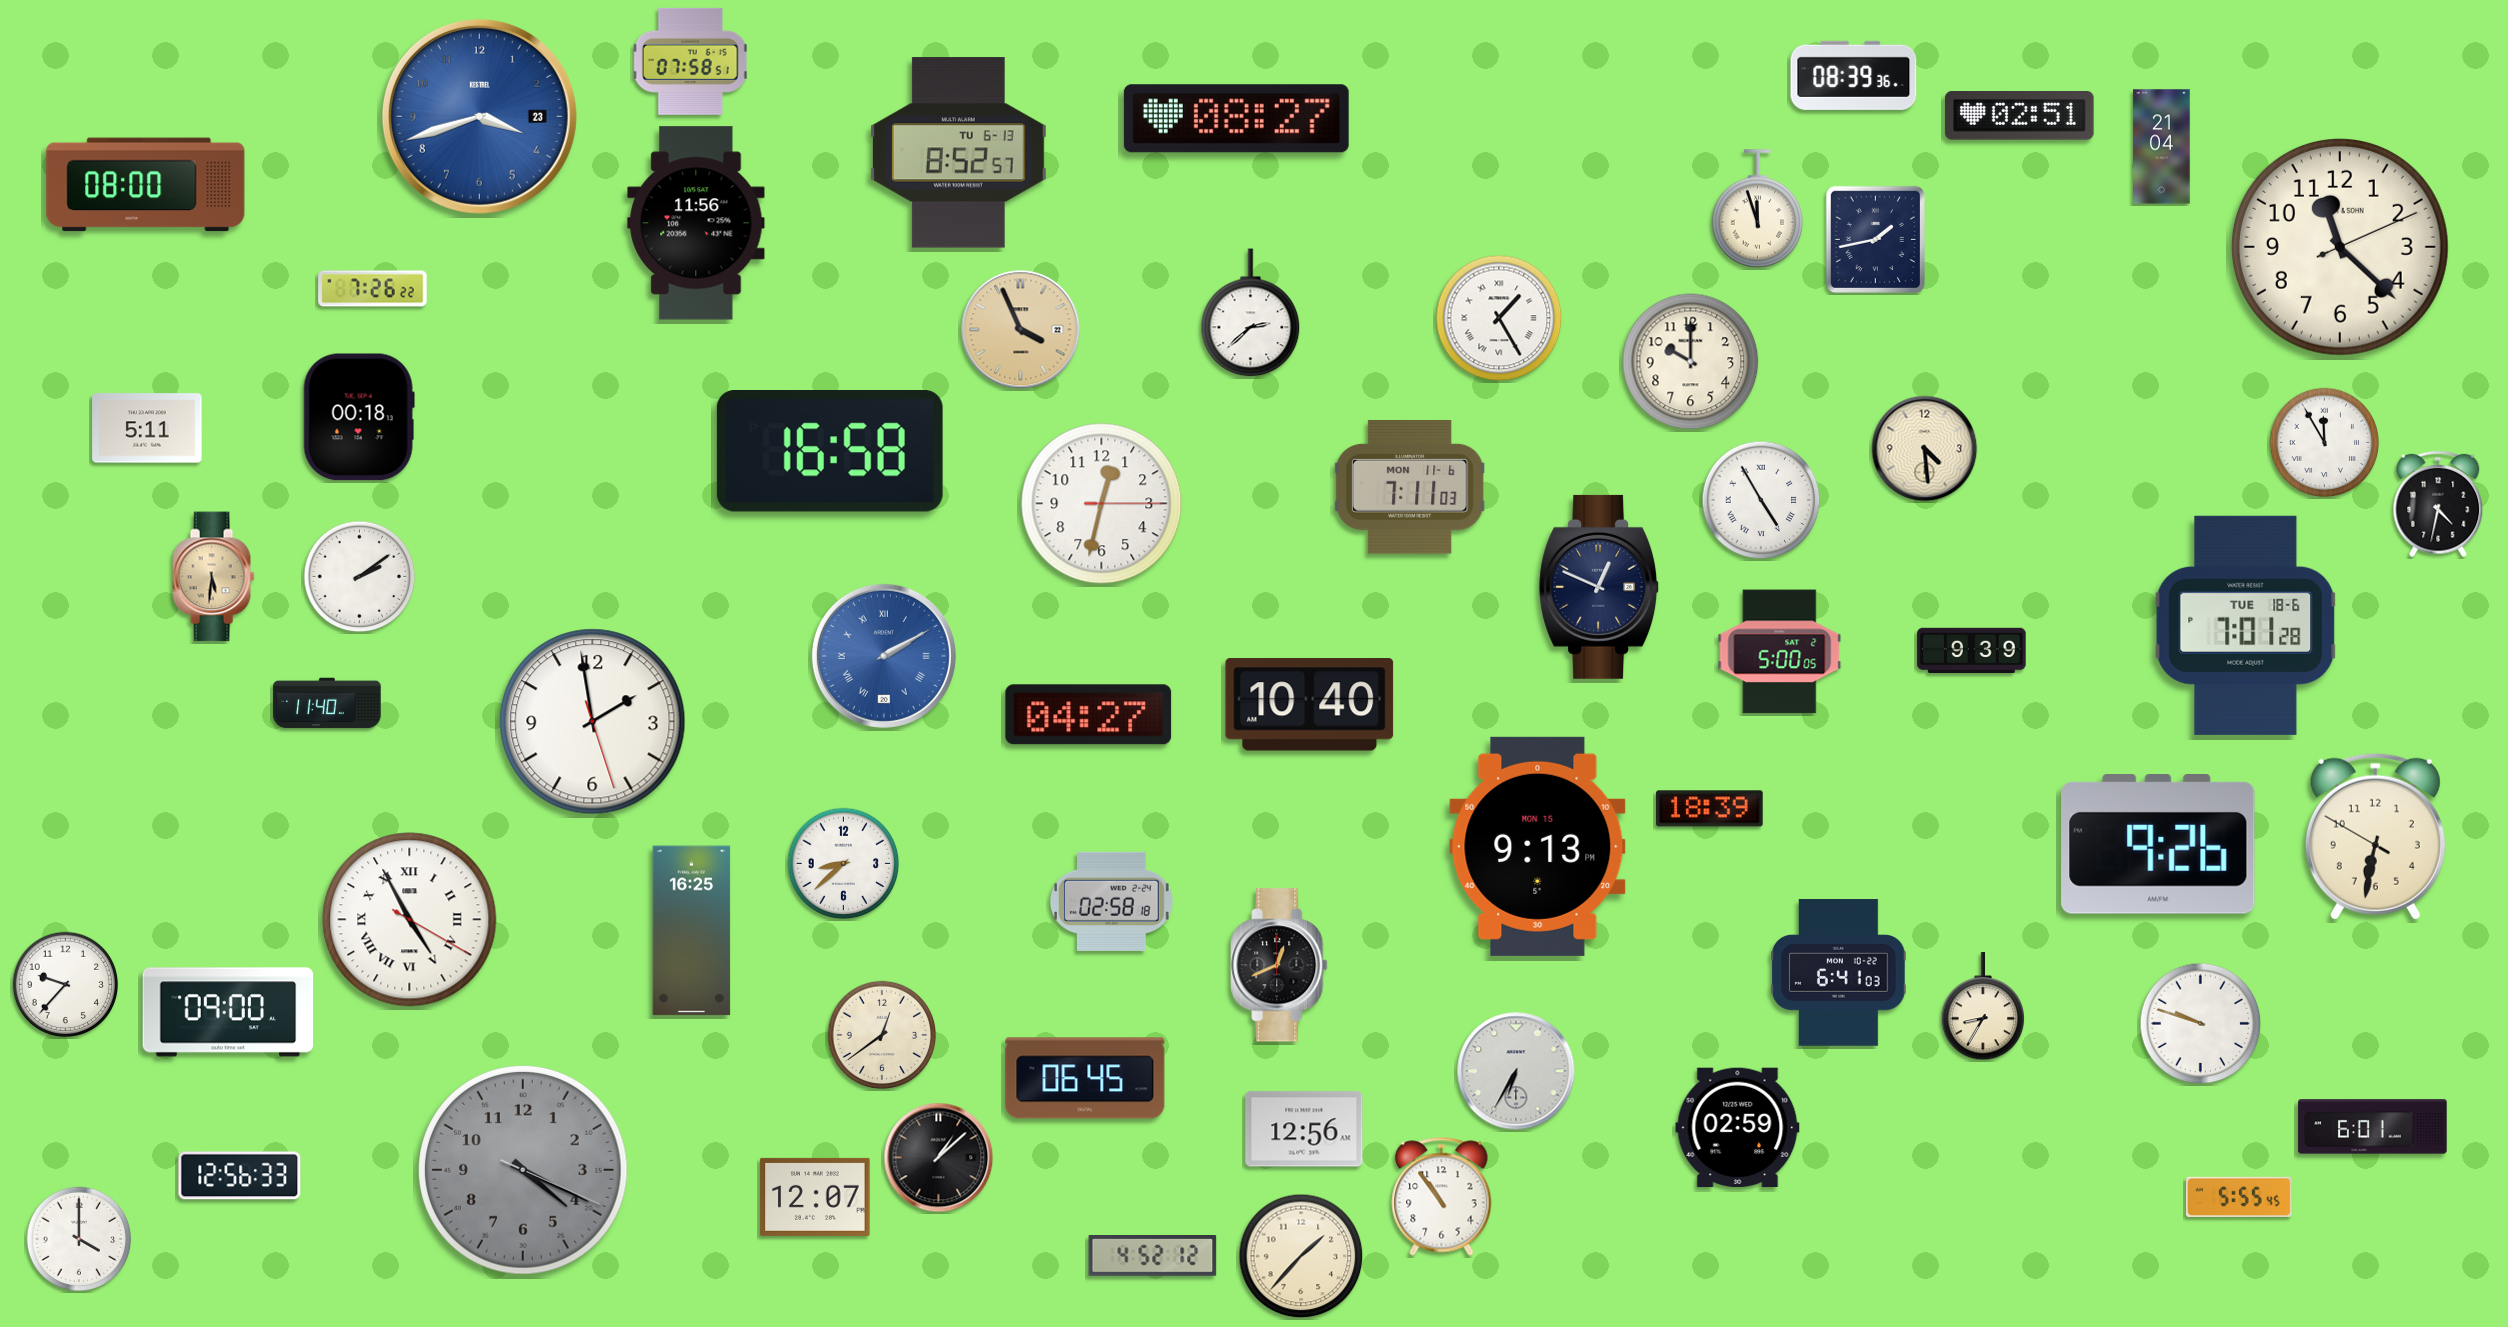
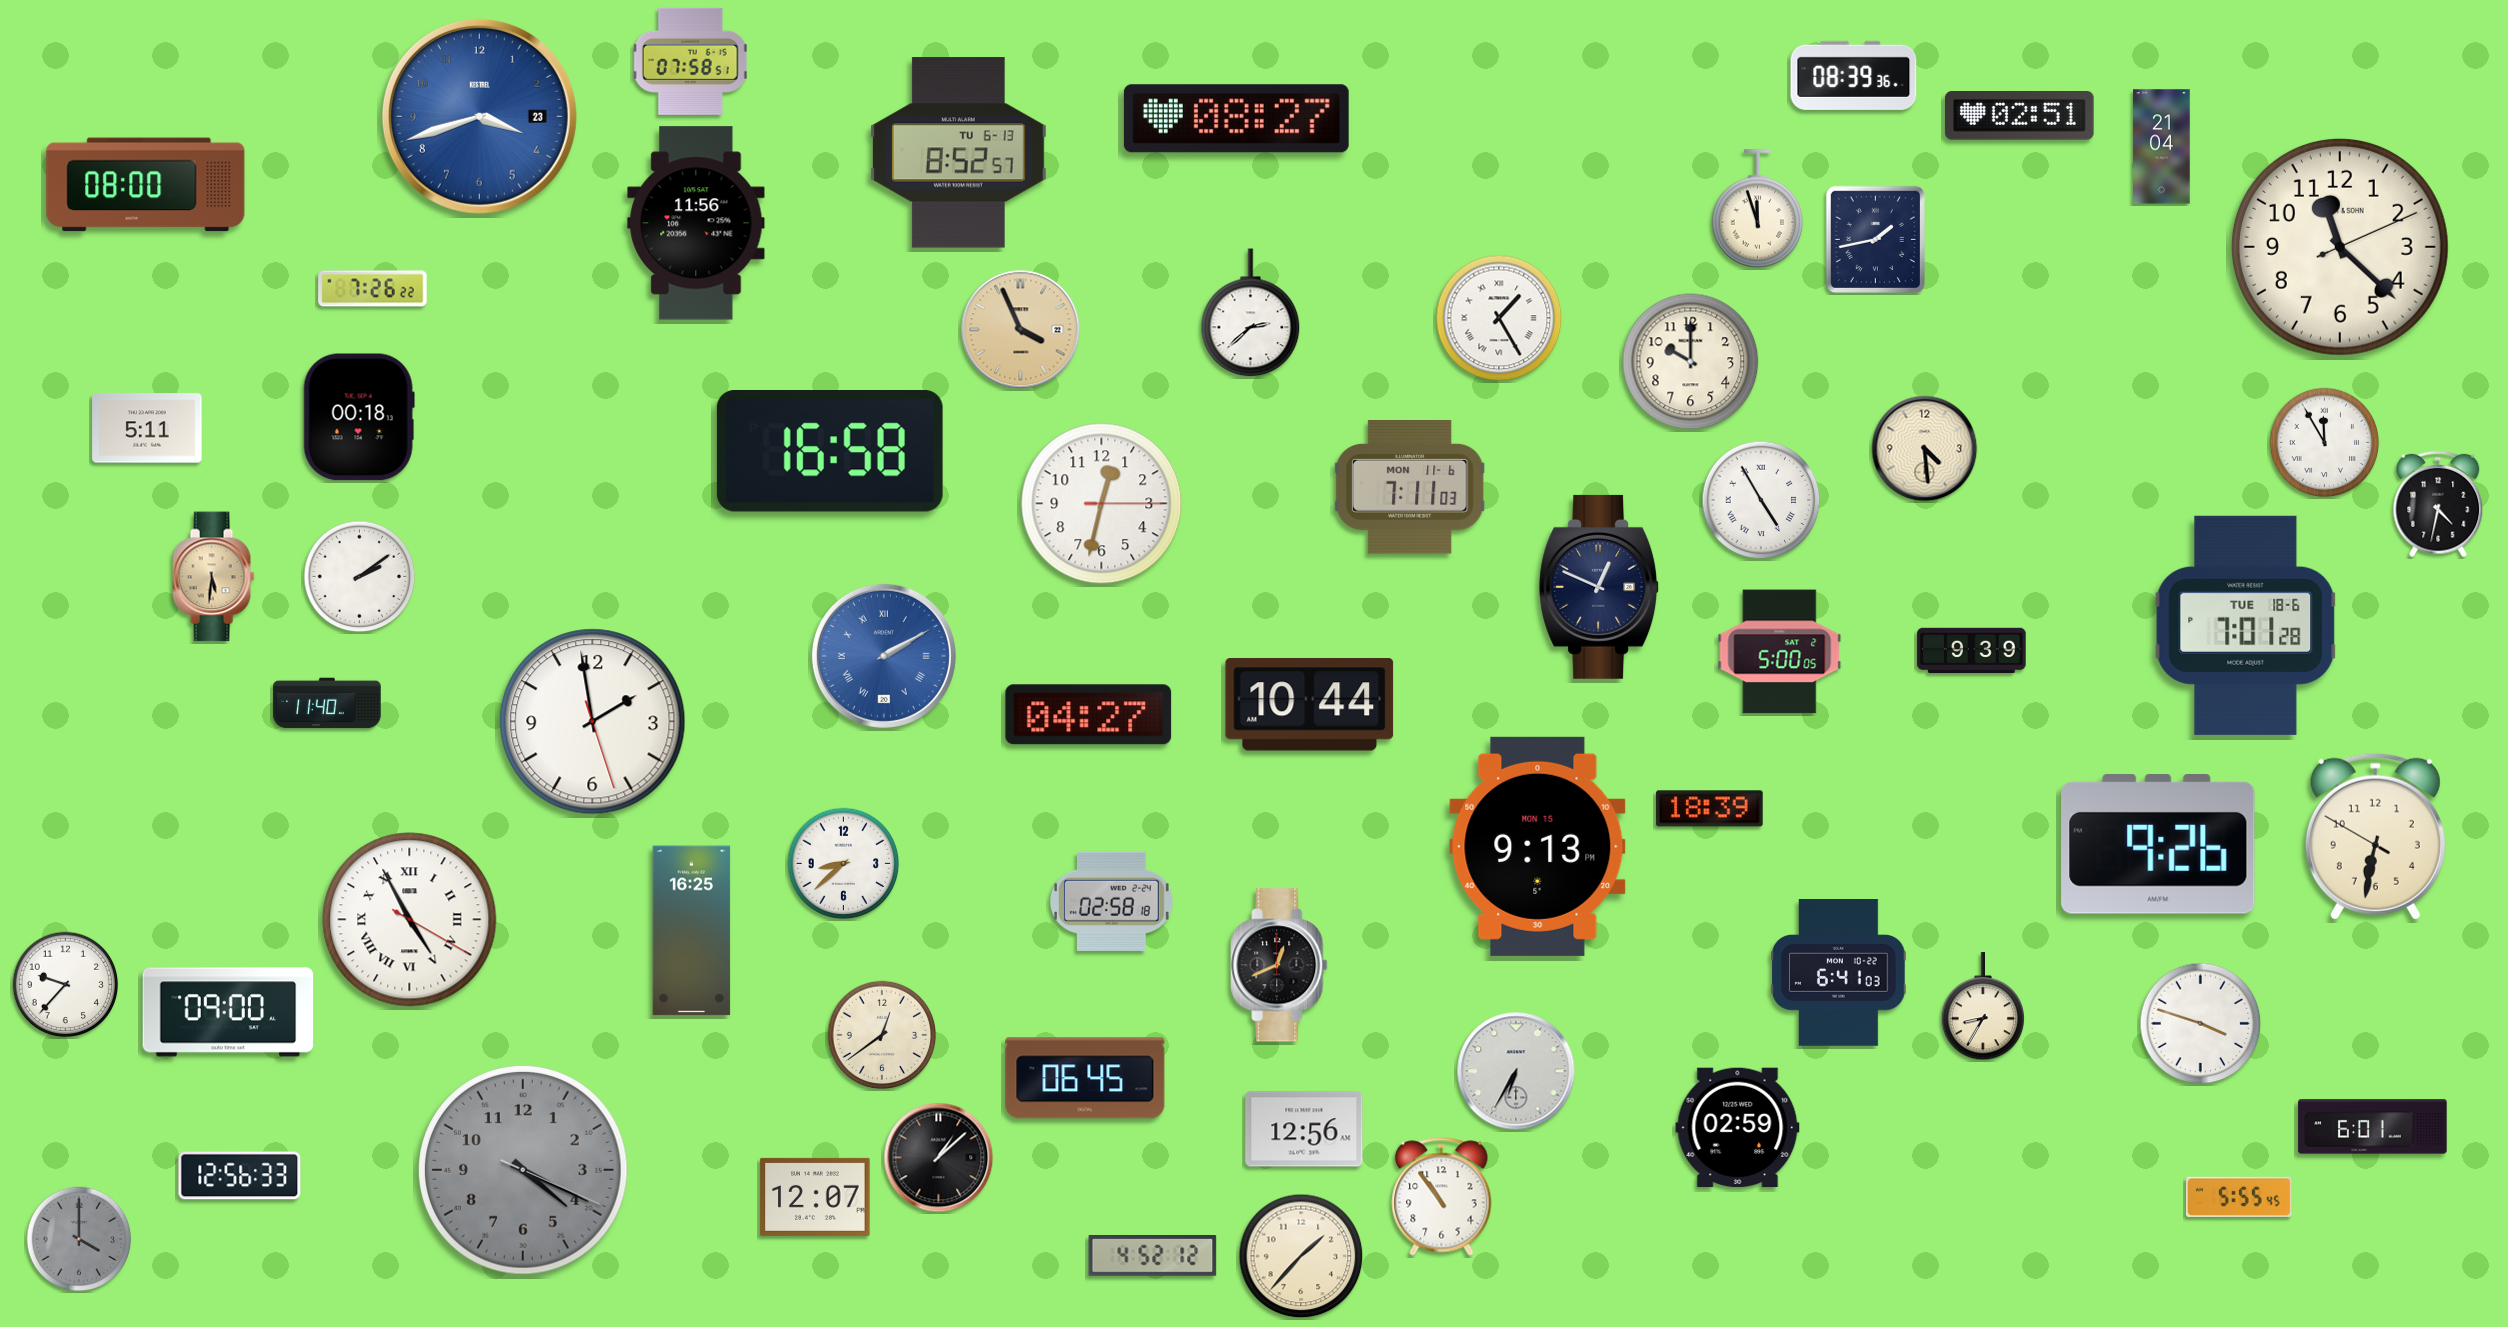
clock at (1310, 705): 10:40 -> 10:44
clock at (2201, 1024): 9:48 -> 3:48
clock at (79, 1239) dial: white -> grey
